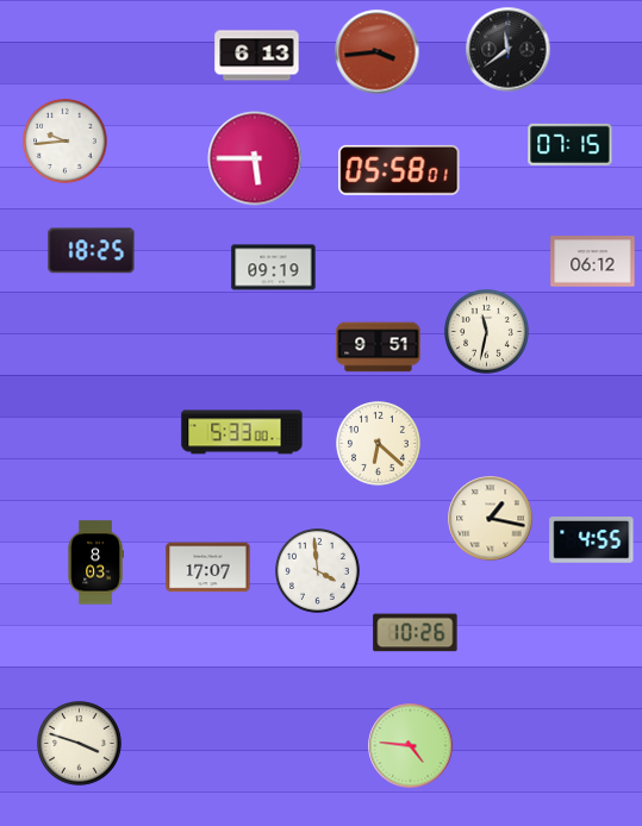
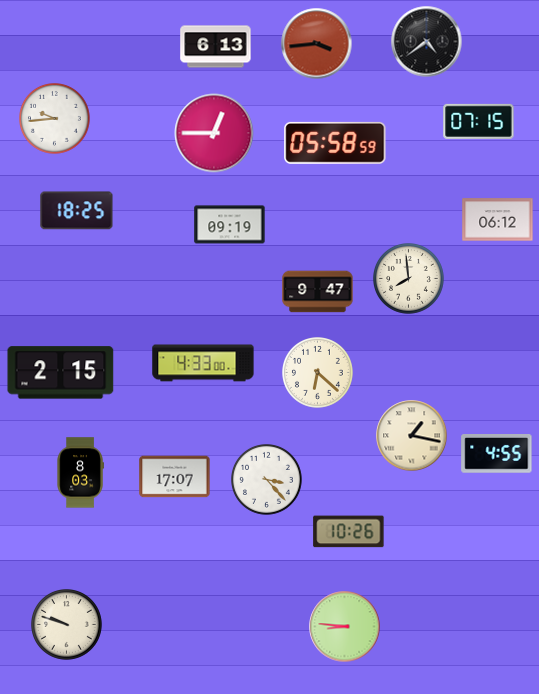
clock at (509, 50): 11:39 -> 4:39
clock at (255, 158): 5:45 -> 12:45
clock at (399, 170): 05:58:01 -> 05:58:59
clock at (487, 332): 11:32 -> 7:59
clock at (379, 348): 9:51 -> 9:47
clock at (242, 432): 5:33 -> 4:33
clock at (61, 373): none -> 2:15
clock at (318, 571): 3:59 -> 3:23
clock at (80, 744): 3:48 -> 9:48
clock at (411, 746): 4:46 -> 8:46
